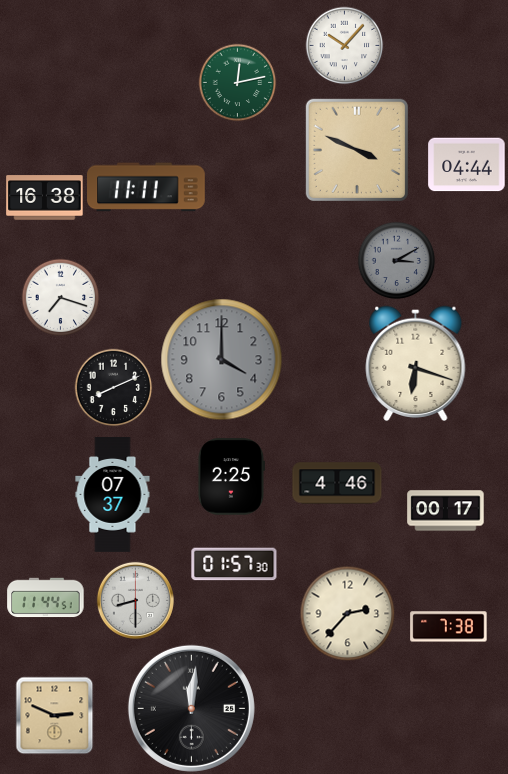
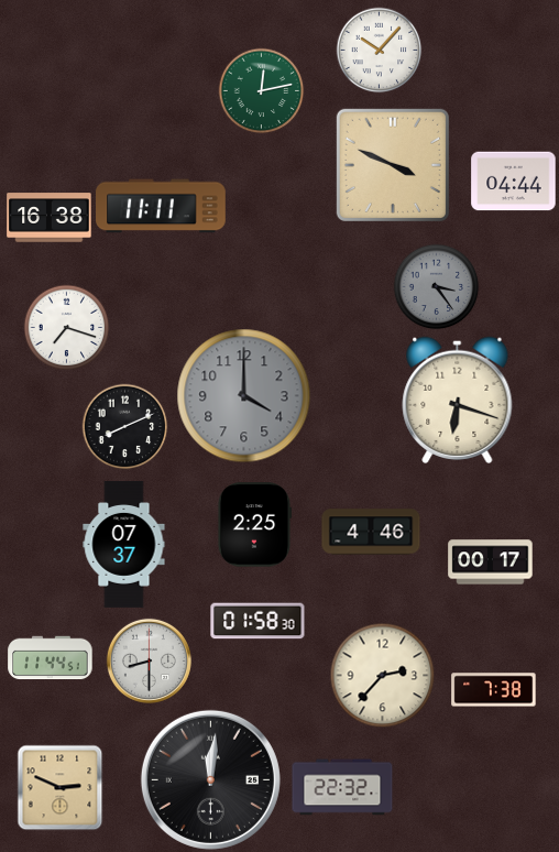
clock at (396, 260): 3:10 -> 3:24
clock at (234, 564): 01:57 -> 01:58
clock at (342, 787): none -> 22:32
